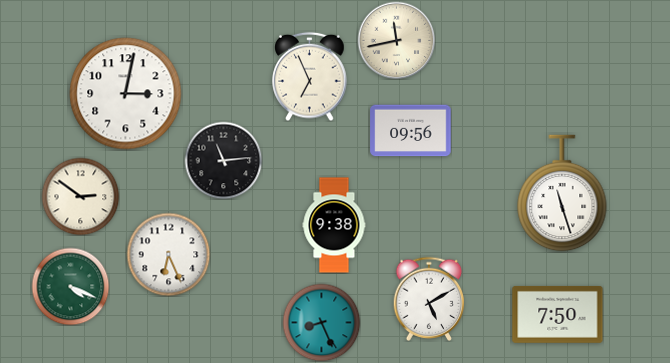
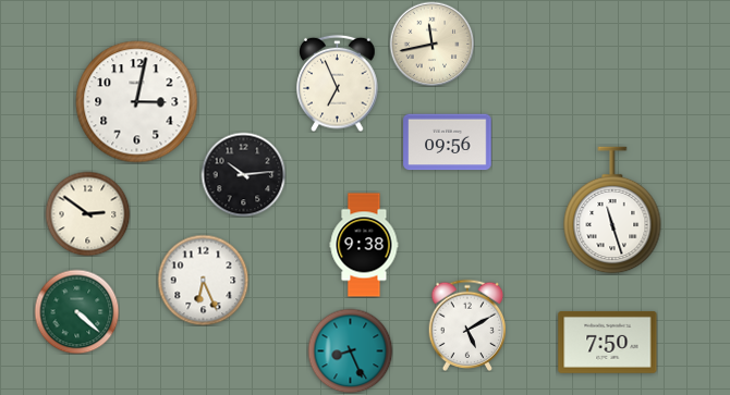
clock at (223, 160): 11:14 -> 10:14
clock at (168, 254) position: (168, 254) -> (203, 280)
clock at (70, 286): 4:19 -> 4:22
